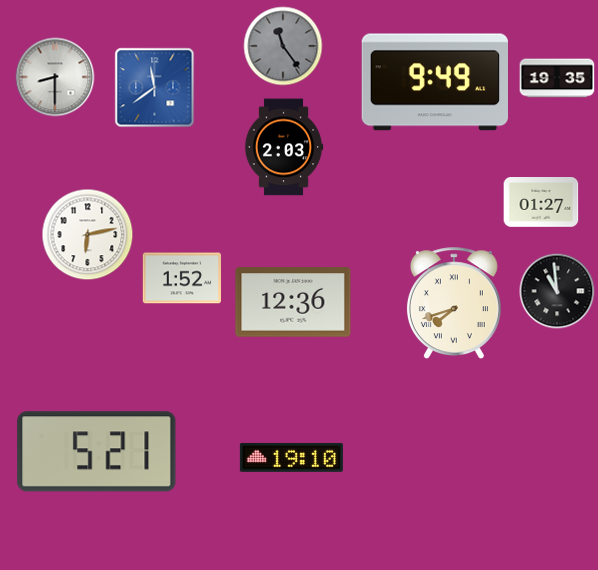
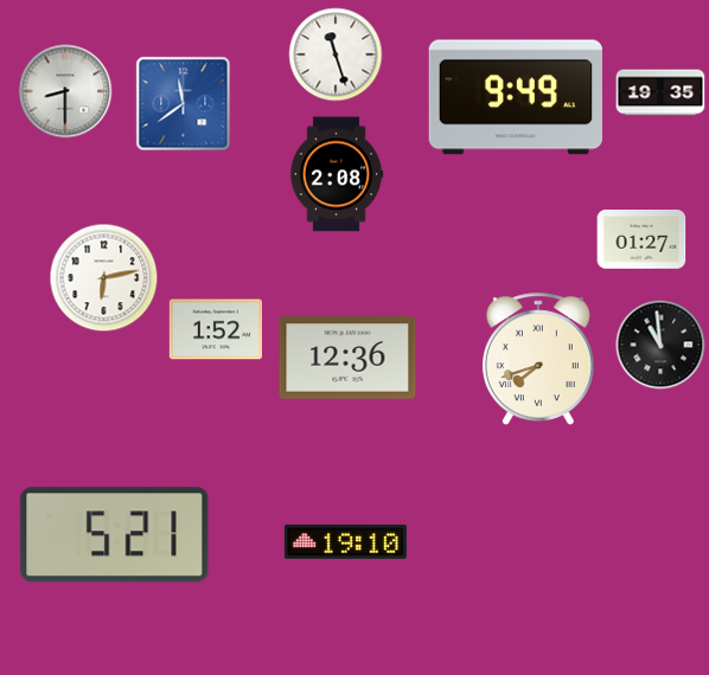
clock at (283, 46): 11:24 -> 11:27
clock at (283, 46) dial: grey -> white
clock at (284, 147): 2:03 -> 2:08
